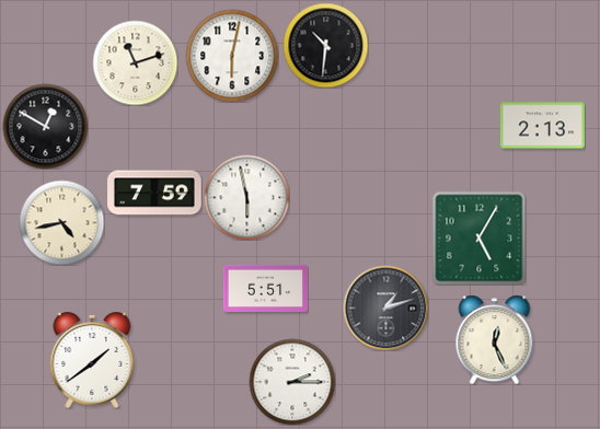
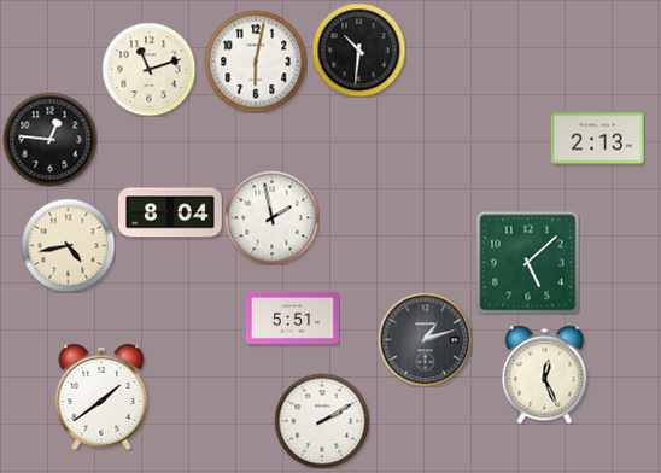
clock at (45, 126): 12:50 -> 12:46
clock at (154, 193): 7:59 -> 8:04
clock at (246, 197): 5:58 -> 1:58
clock at (478, 237): 5:05 -> 5:08
clock at (292, 382): 2:15 -> 2:10
